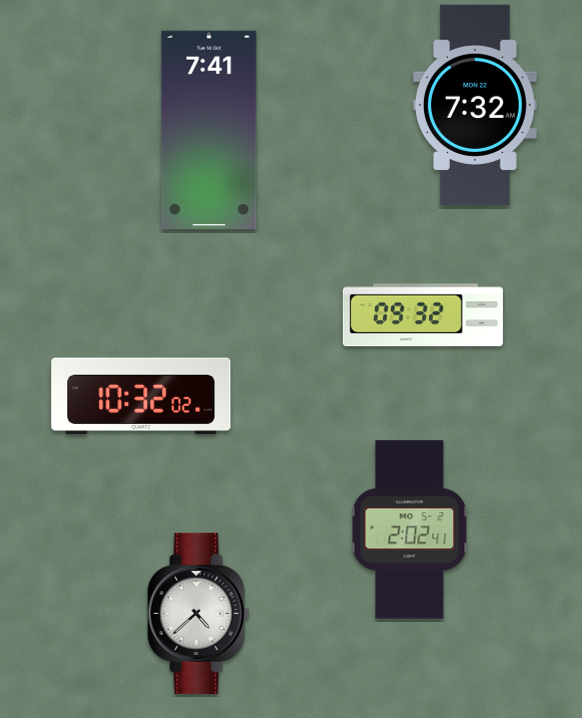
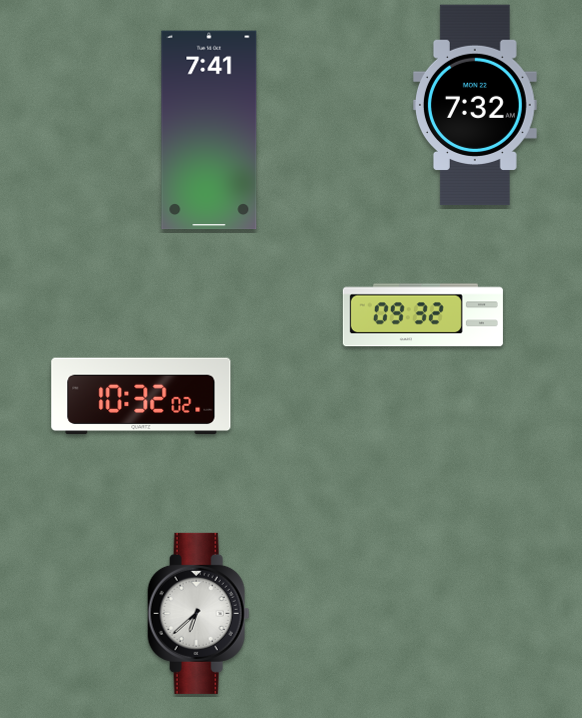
clock at (410, 530): 2:02 -> none
clock at (199, 613): 4:38 -> 6:38
